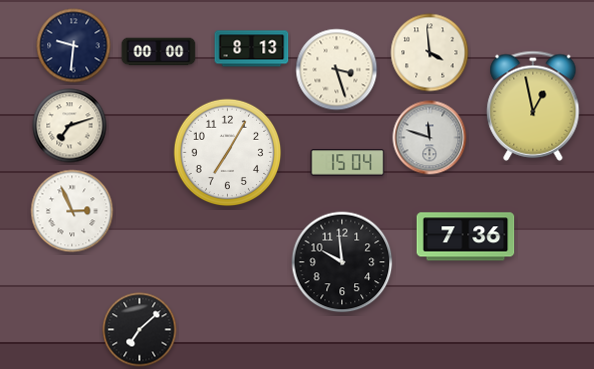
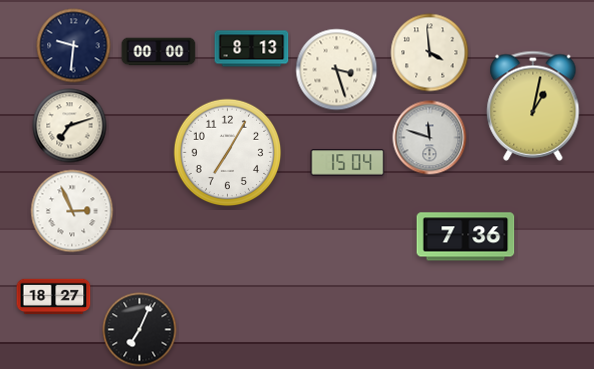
clock at (533, 106): 12:58 -> 1:02
clock at (342, 262): 9:59 -> none
clock at (54, 297): none -> 18:27
clock at (140, 330): 7:08 -> 7:04
